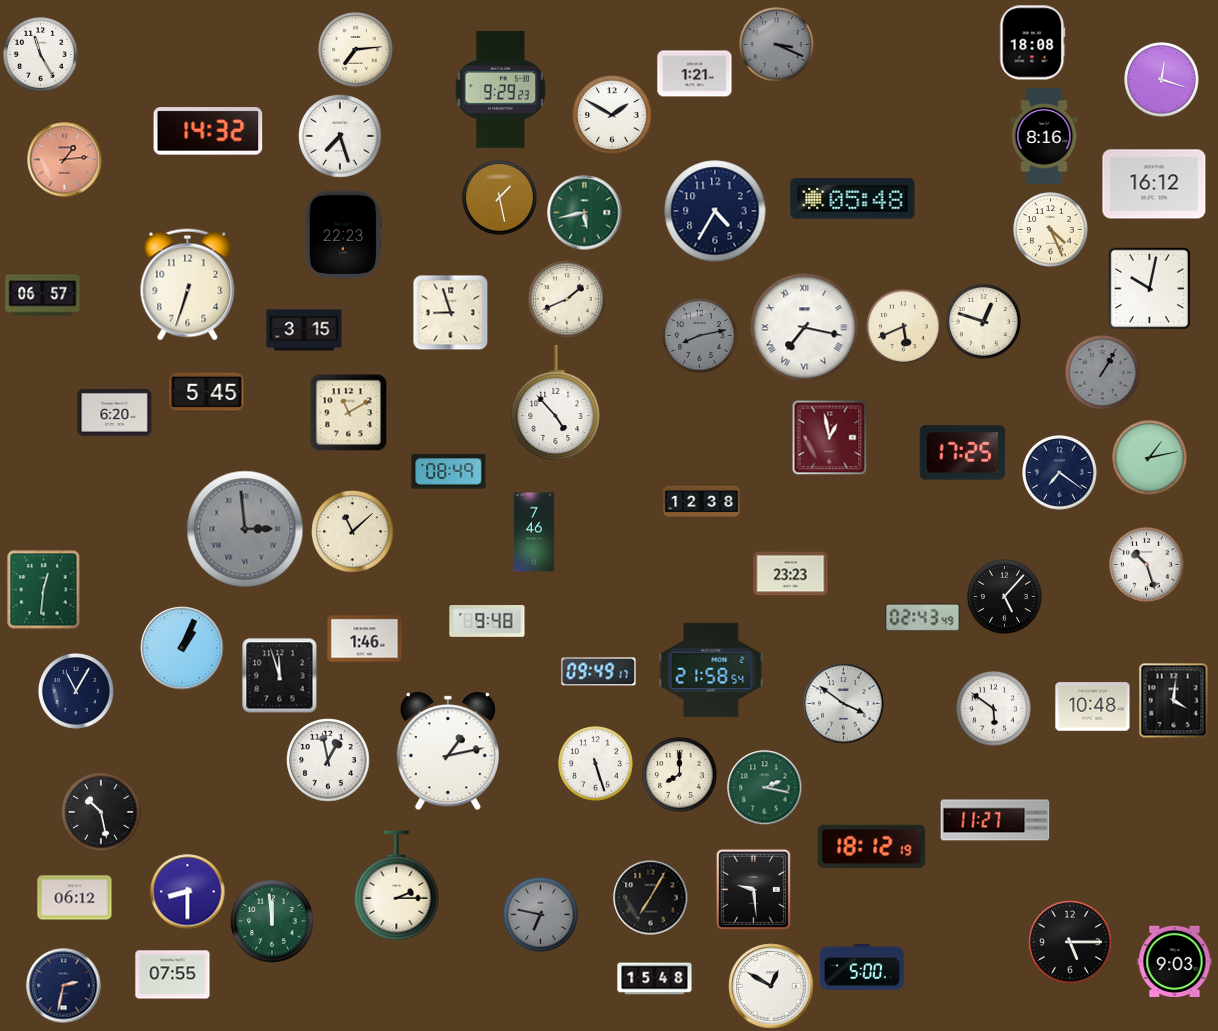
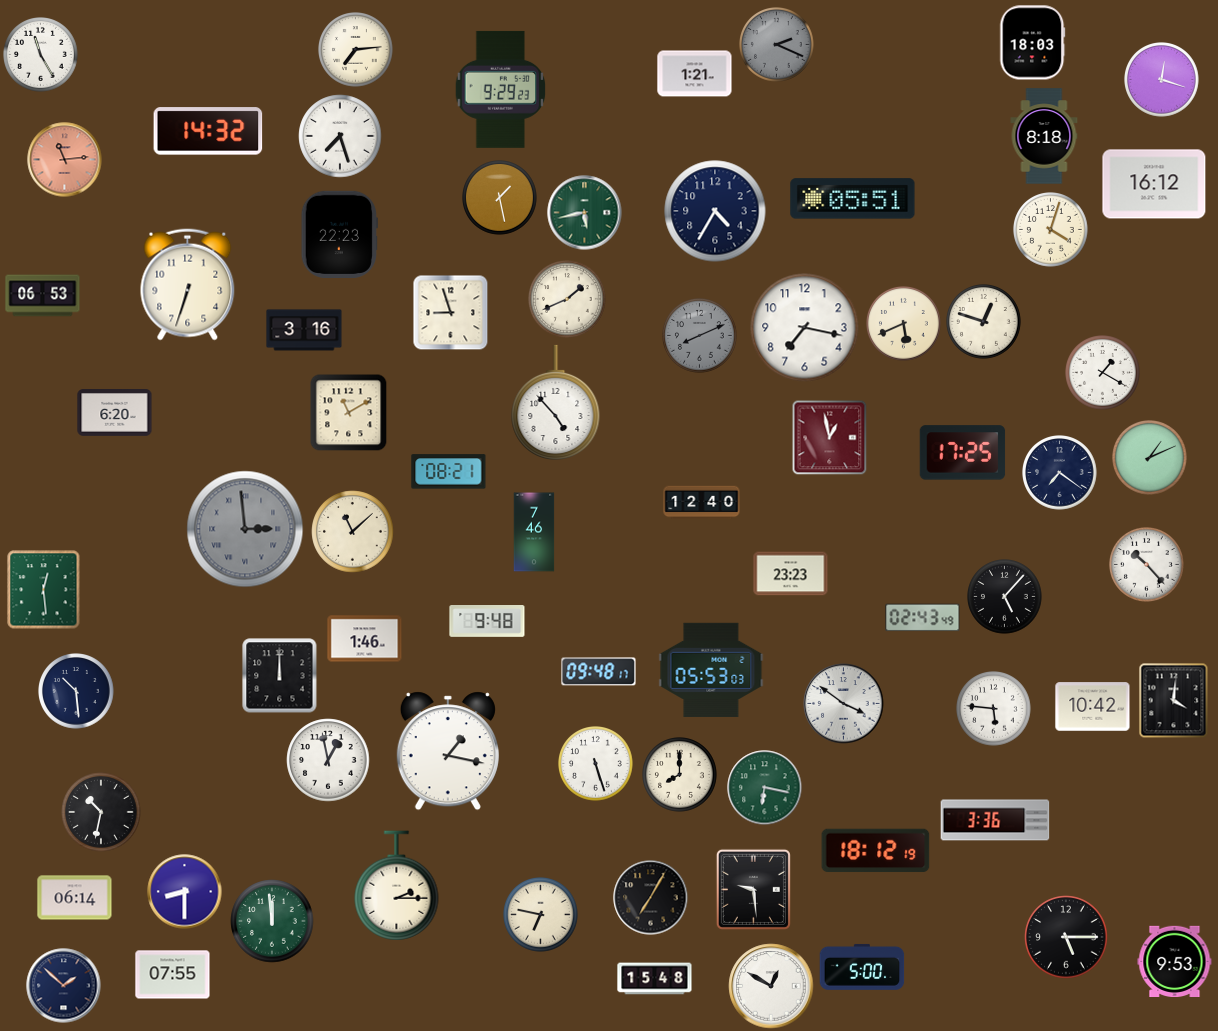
clock at (1033, 43): 18:08 -> 18:03
clock at (777, 45): 3:19 -> 2:19
clock at (612, 115): 1:50 -> none
clock at (1044, 136): 8:16 -> 8:18
clock at (65, 160): 1:14 -> 11:14
clock at (853, 199): 05:48 -> 05:51
clock at (1051, 230): 4:26 -> 4:03
clock at (343, 234) position: (343, 234) -> (339, 234)
clock at (1150, 289): 10:02 -> none
clock at (43, 296): 06:57 -> 06:53
clock at (904, 327) position: (904, 327) -> (904, 324)
clock at (805, 328) numerals: Roman -> Arabic
clock at (304, 330): 3:15 -> 3:16
clock at (700, 336): 8:13 -> 8:11
clock at (1103, 373): 1:05 -> 1:20
clock at (1103, 373) dial: grey -> white
clock at (207, 392): 5:45 -> none
clock at (1150, 458): 1:13 -> 1:11
clock at (449, 472): 08:49 -> 08:21
clock at (702, 503): 12:38 -> 12:40
clock at (1147, 565): 10:27 -> 10:23
clock at (44, 590): 12:31 -> 12:29
clock at (182, 648): 1:04 -> none
clock at (711, 670): 21:58 -> 05:53
clock at (599, 672): 09:49 -> 09:48
clock at (280, 676): 11:57 -> 12:00
clock at (77, 692): 11:05 -> 10:29
clock at (1093, 707): 10:48 -> 10:42
clock at (994, 709): 5:51 -> 5:46
clock at (448, 751): 1:13 -> 1:17
clock at (765, 788): 2:17 -> 6:17
clock at (101, 812): 10:28 -> 10:32
clock at (995, 820): 11:27 -> 3:36
clock at (872, 847) position: (872, 847) -> (876, 851)
clock at (188, 892) position: (188, 892) -> (185, 892)
clock at (75, 898): 06:12 -> 06:14
clock at (541, 915) dial: grey -> cream
clock at (1070, 942) position: (1070, 942) -> (1066, 937)
clock at (1175, 961): 9:03 -> 9:53
clock at (64, 986): 2:32 -> 1:52
